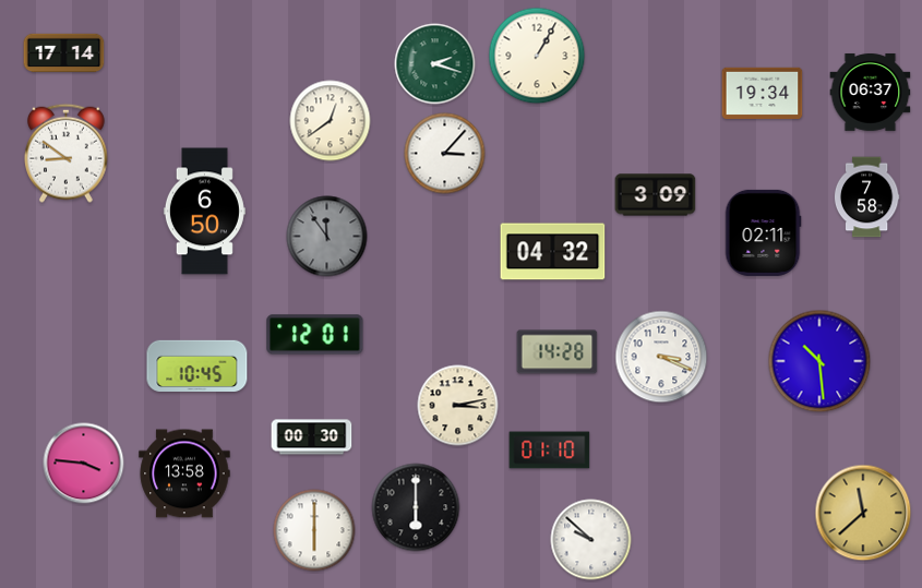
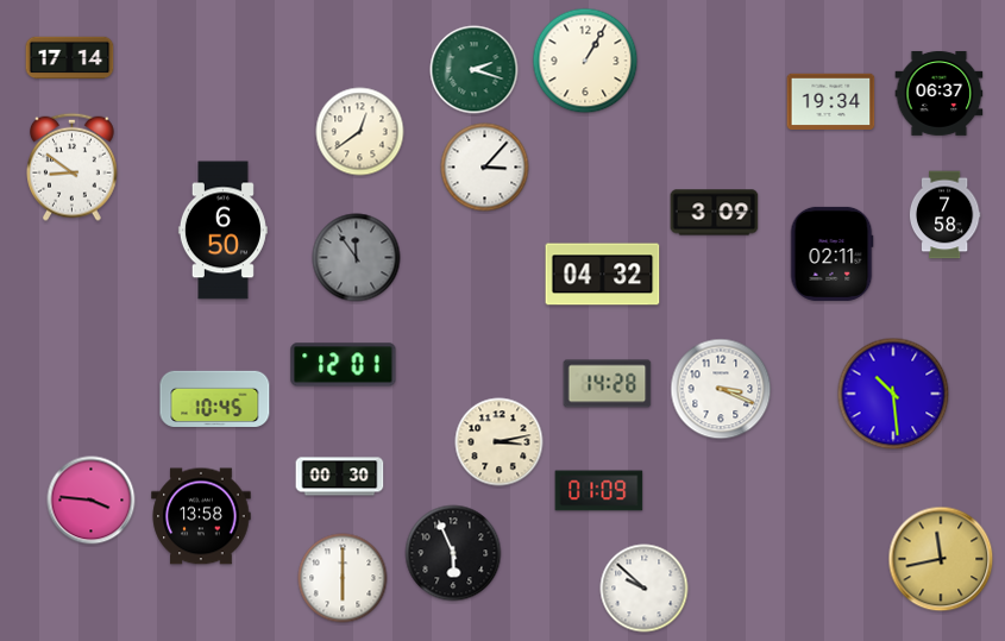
clock at (871, 92) position: (871, 92) -> (940, 93)
clock at (550, 451): 01:10 -> 01:09
clock at (84, 464) position: (84, 464) -> (92, 501)
clock at (416, 507): 6:00 -> 5:56
clock at (863, 513): 11:38 -> 11:43
